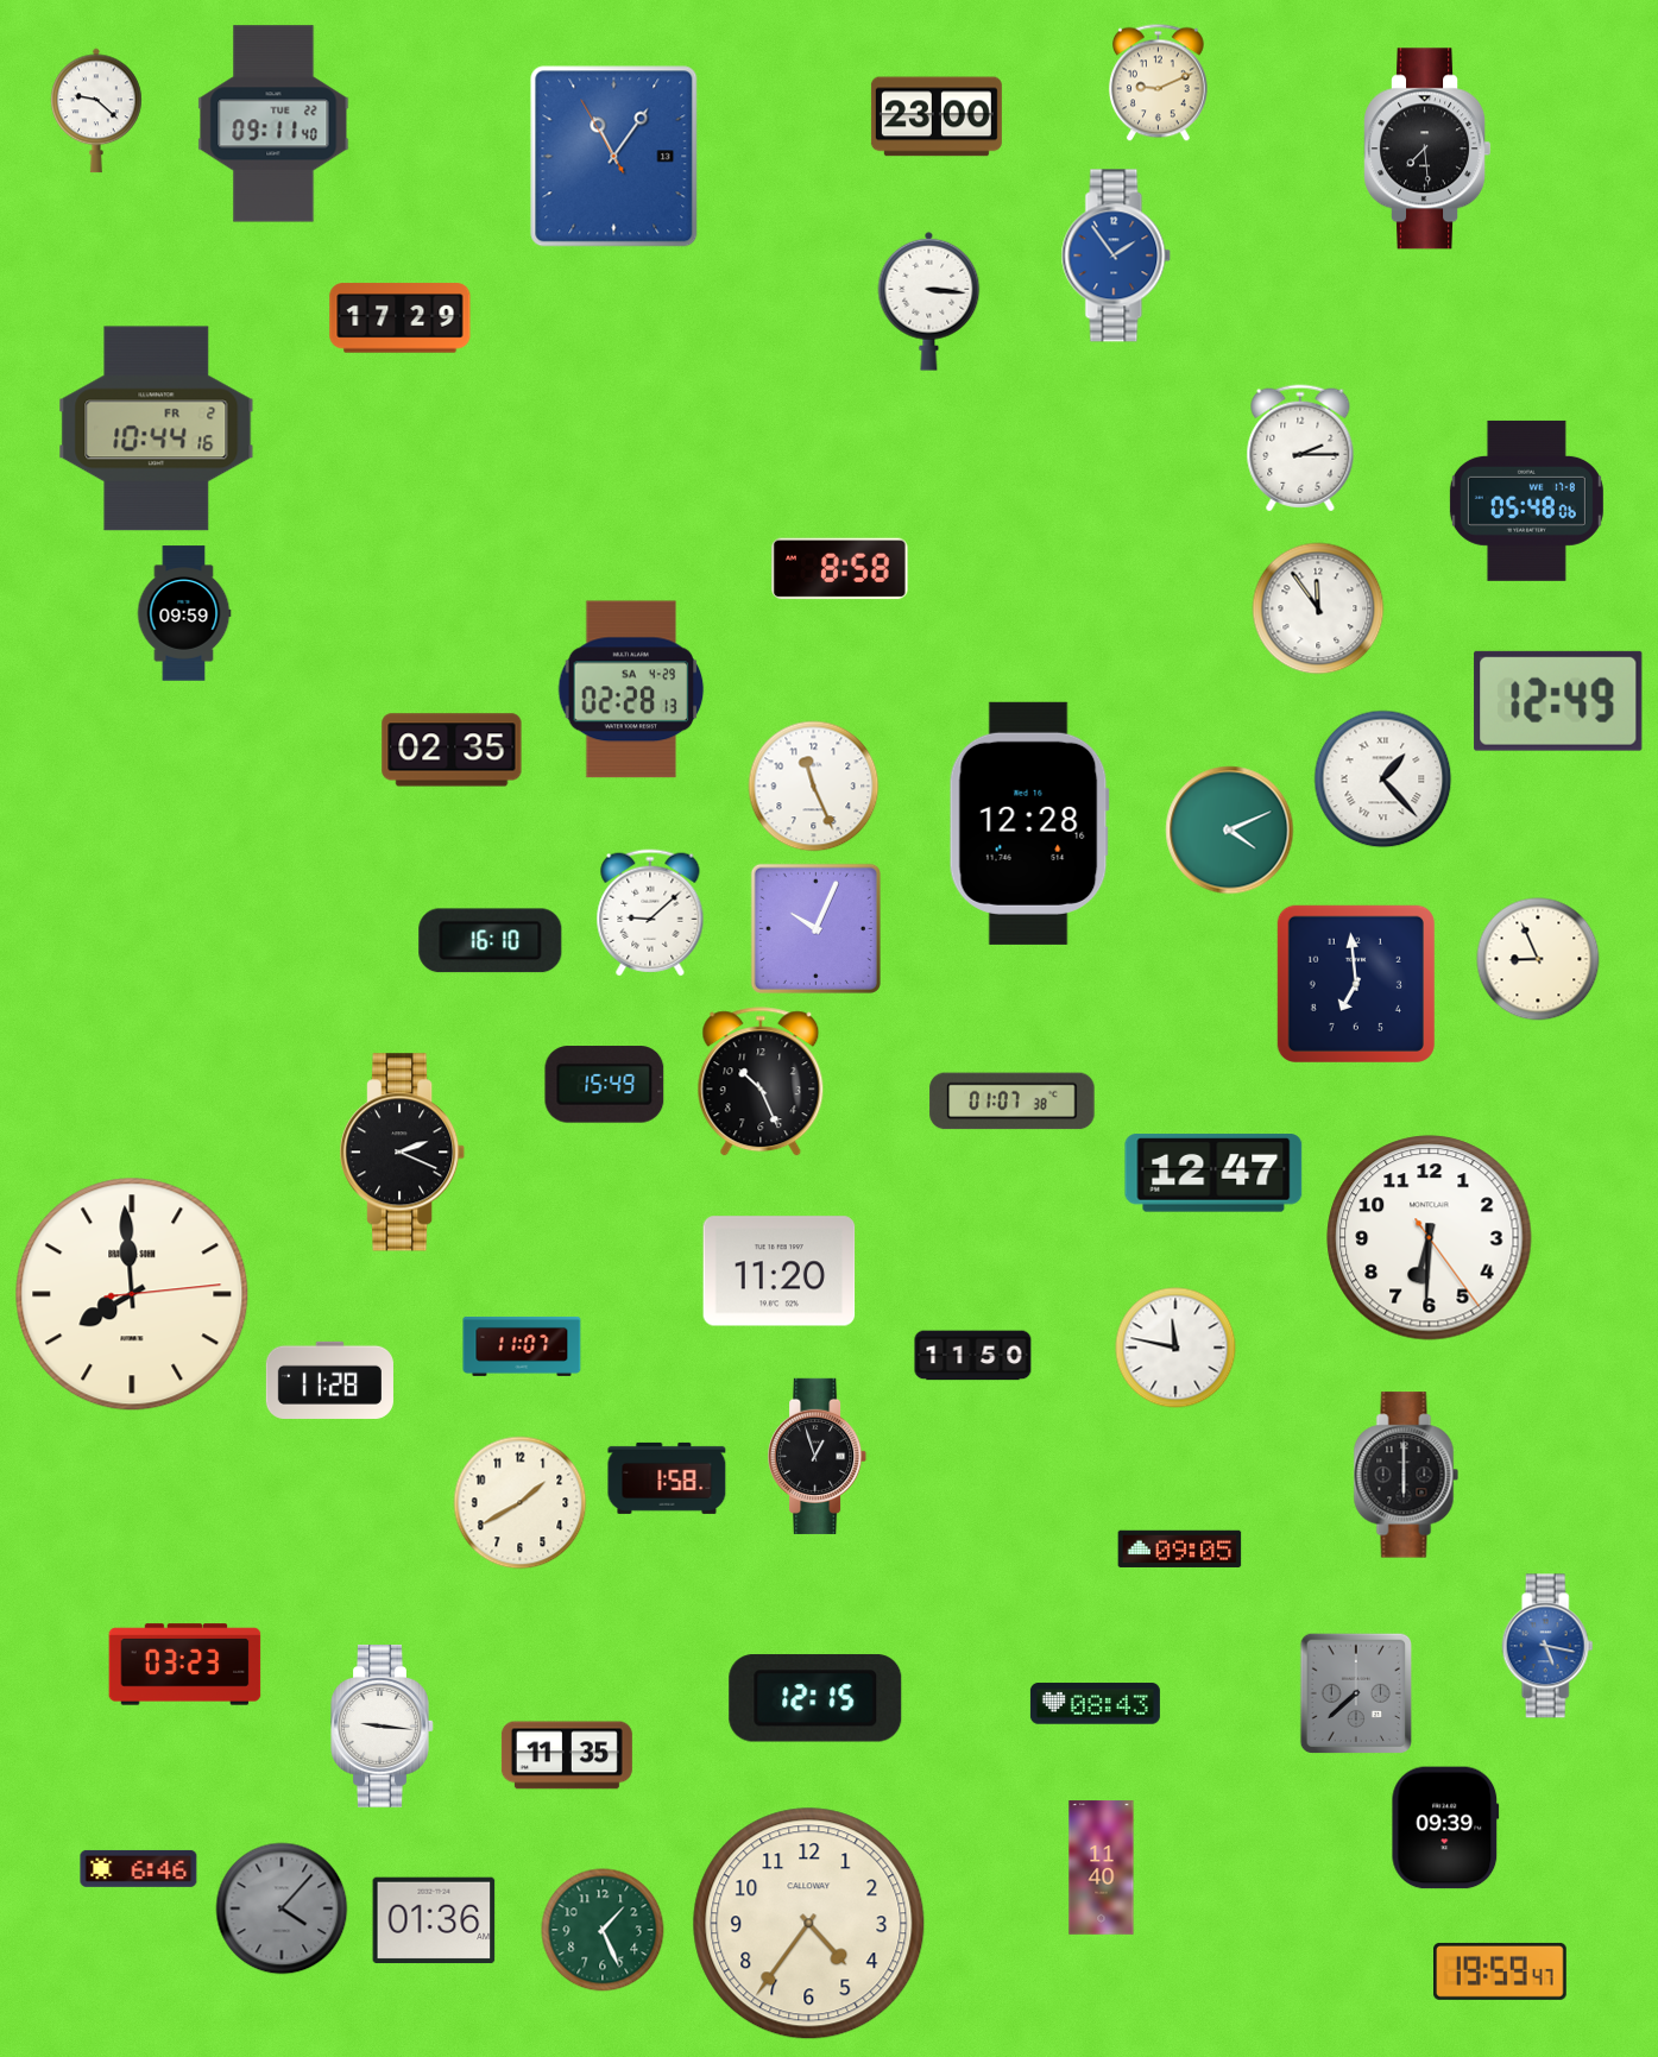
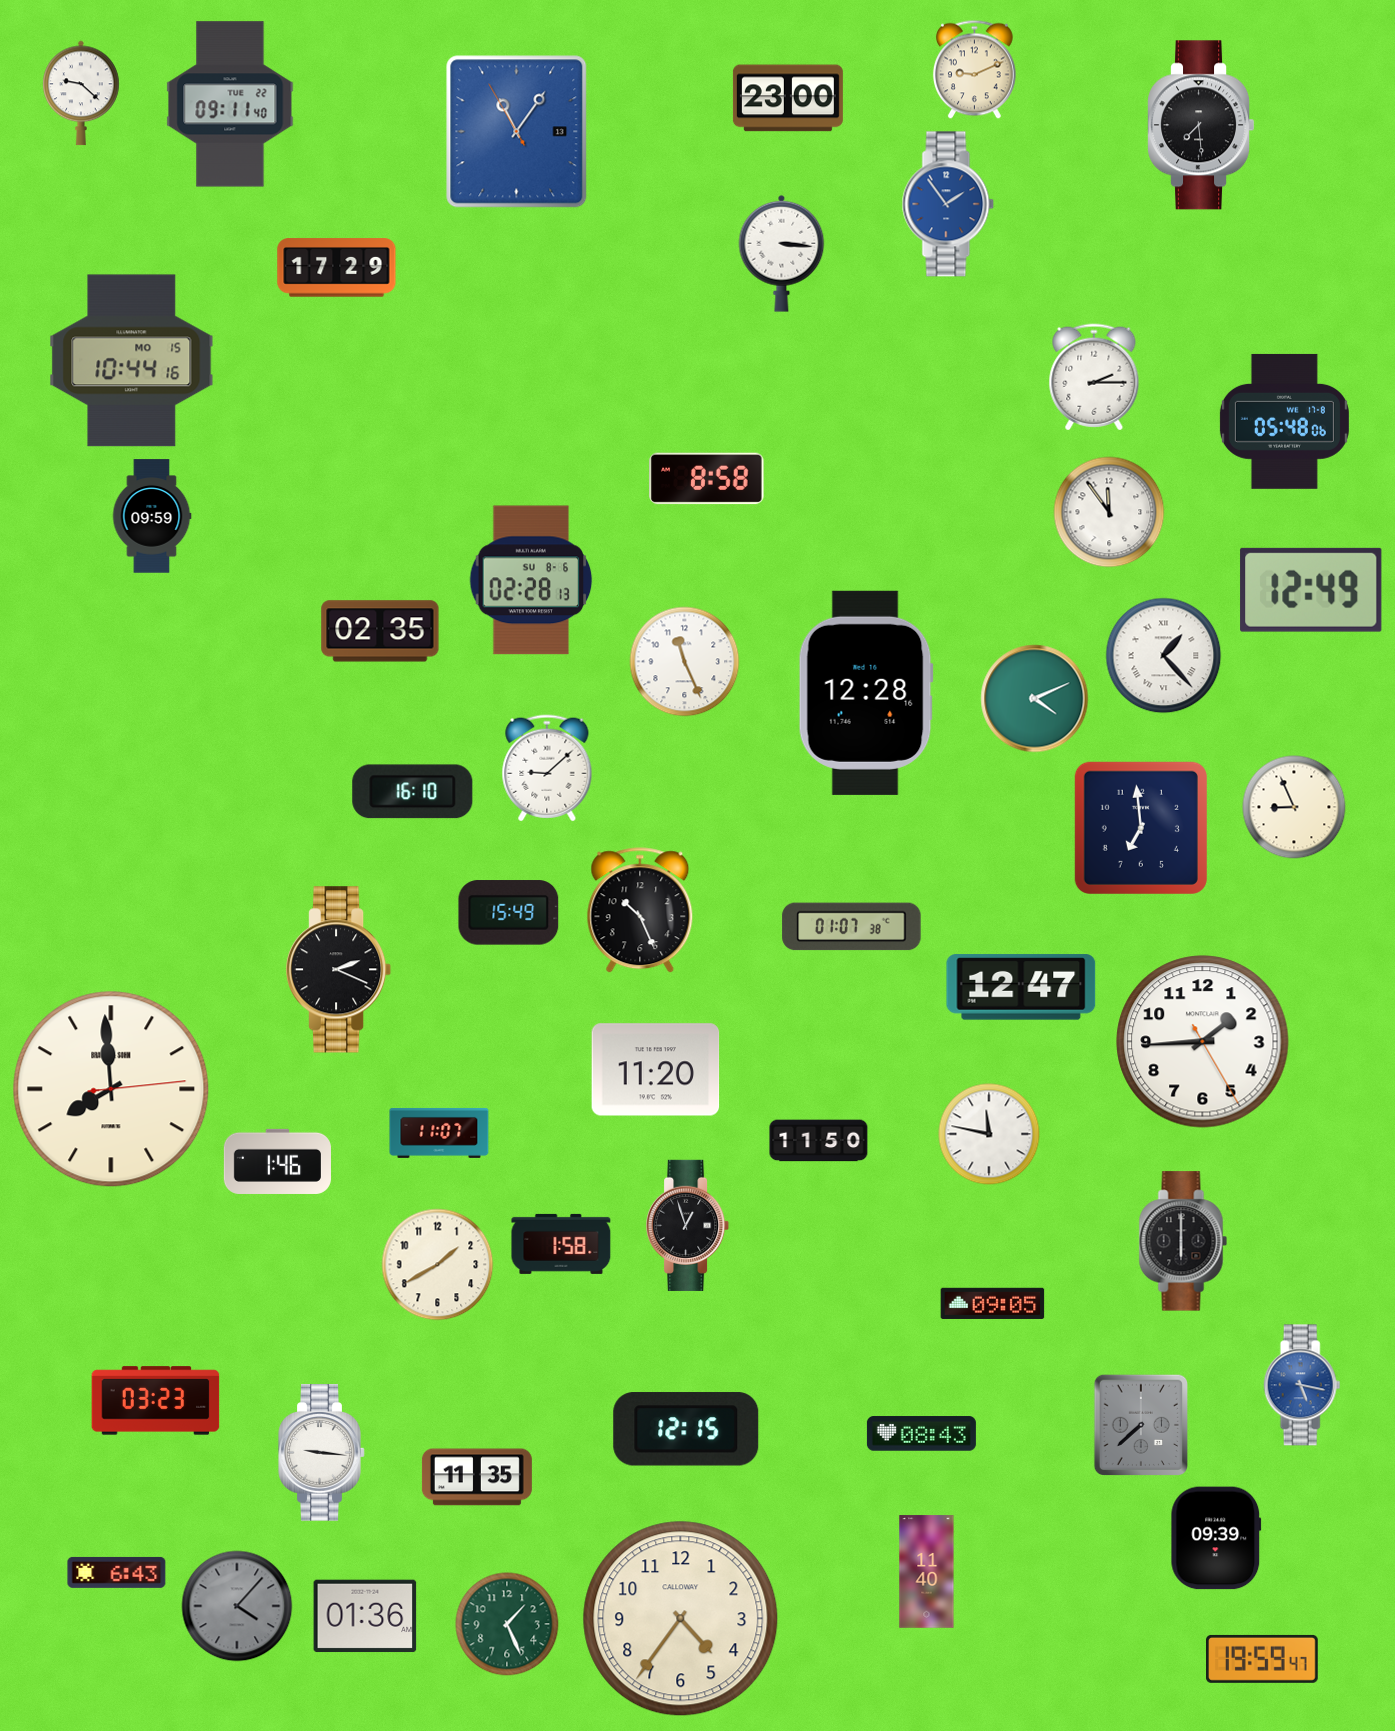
clock at (1116, 255) position: (1116, 255) -> (948, 204)
clock at (157, 429) date: FR 2 -> MO 15
clock at (184, 613) position: (184, 613) -> (152, 516)
clock at (631, 689) date: SA 4-29 -> SU 8-6
clock at (815, 928): 10:04 -> none
clock at (1430, 1238): 6:30 -> 1:44
clock at (329, 1380): 11:28 -> 1:46
clock at (139, 1868): 6:46 -> 6:43
